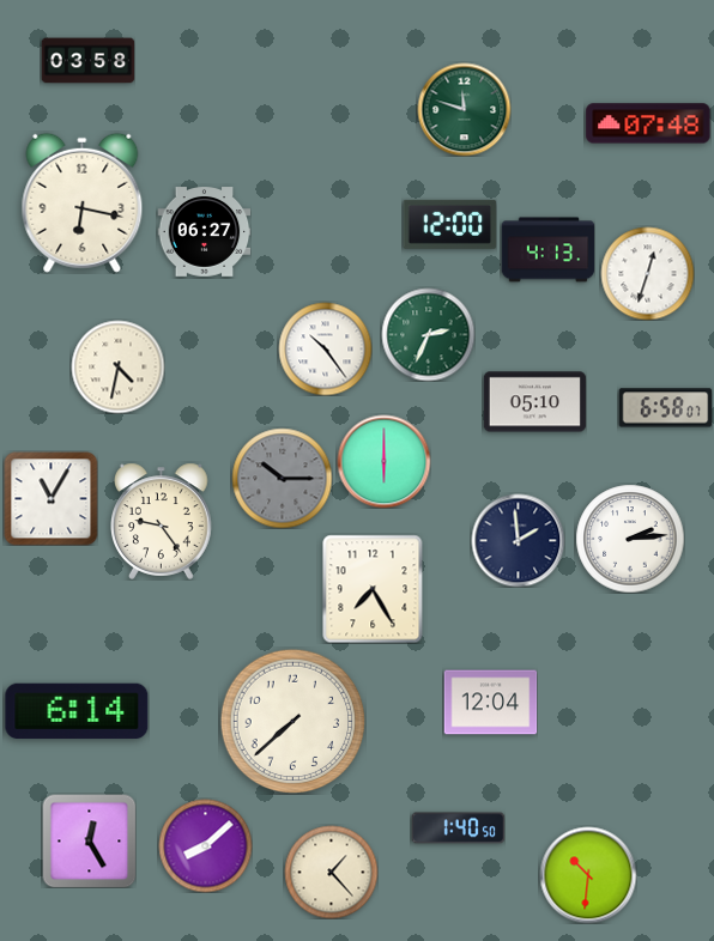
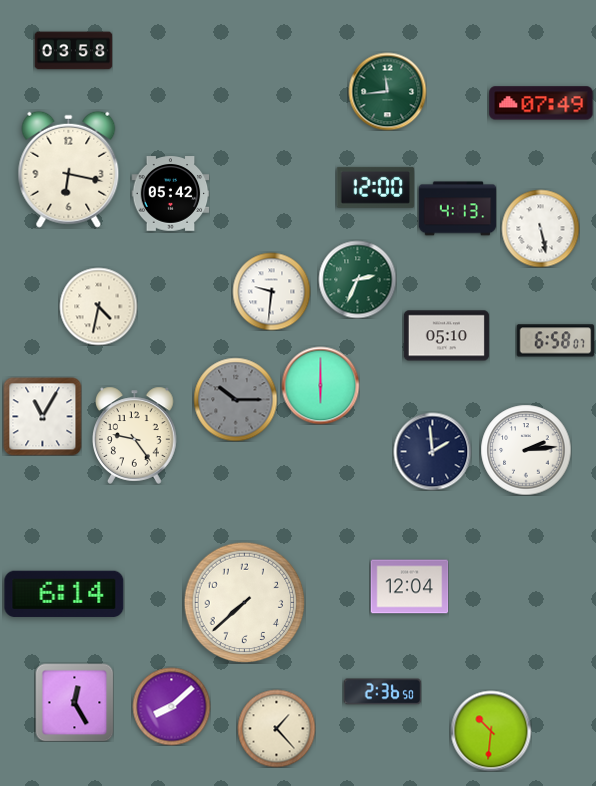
clock at (464, 109): 11:48 -> 11:44
clock at (648, 123): 07:48 -> 07:49
clock at (204, 232): 06:27 -> 05:42
clock at (647, 273): 12:33 -> 5:28
clock at (325, 348): 10:24 -> 9:31
clock at (373, 589): 7:25 -> none
clock at (458, 828): 1:40 -> 2:36
